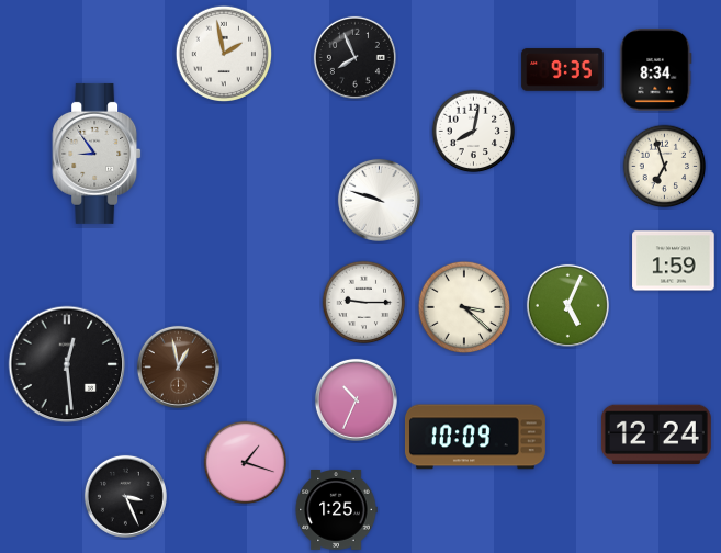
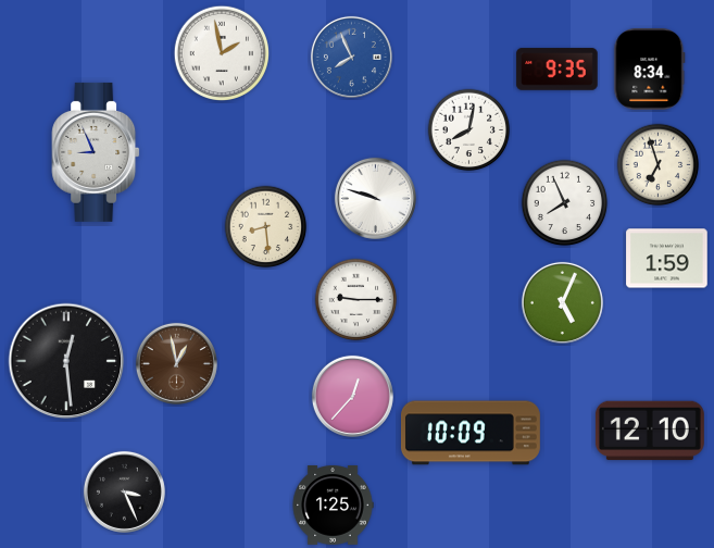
clock at (354, 57) dial: black -> blue
clock at (97, 154): 8:54 -> 8:56
clock at (565, 203): none -> 7:56
clock at (266, 227): none -> 8:29
clock at (364, 303) position: (364, 303) -> (356, 300)
clock at (464, 307): 3:22 -> none
clock at (356, 399): 10:34 -> 12:37
clock at (656, 435): 12:24 -> 12:10
clock at (246, 463): 1:18 -> none
